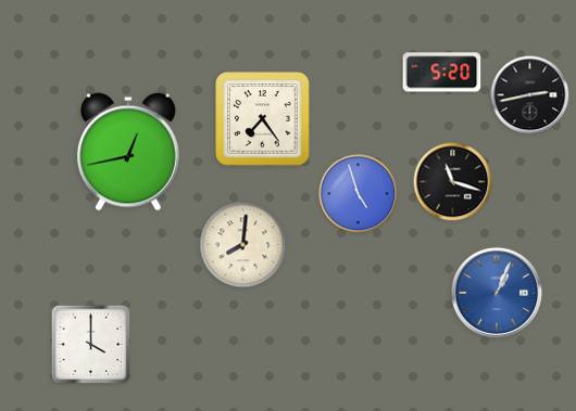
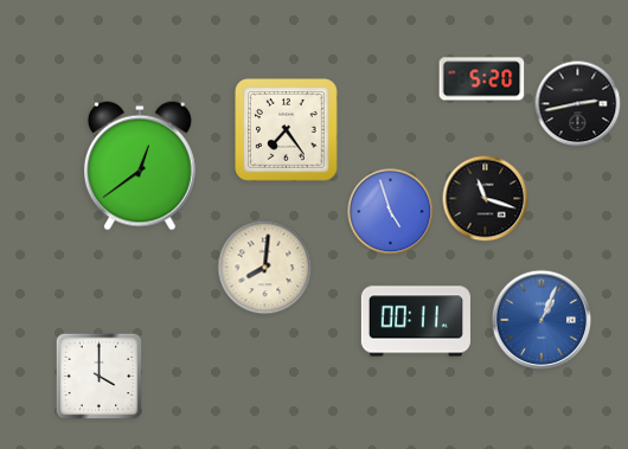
clock at (128, 152): 12:43 -> 12:39
clock at (453, 182) position: (453, 182) -> (486, 199)
clock at (416, 321): none -> 00:11
